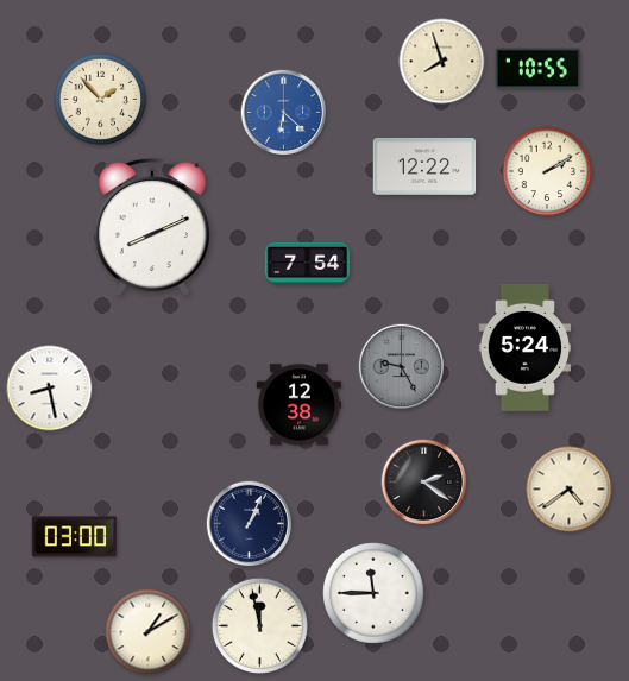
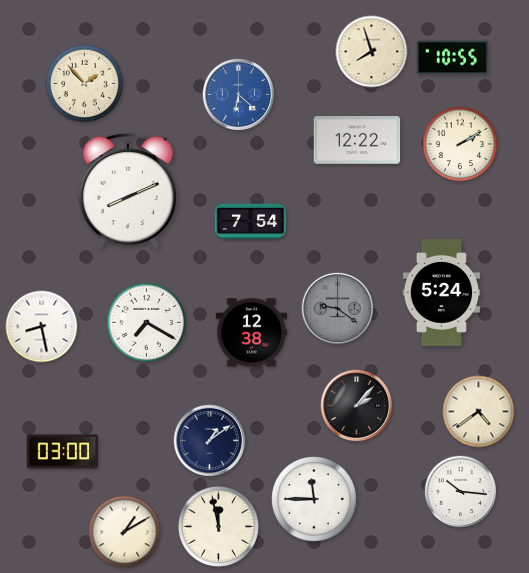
clock at (308, 264) position: (308, 264) -> (251, 222)
clock at (402, 367): 9:25 -> 9:21
clock at (146, 322): none -> 7:20
clock at (298, 405) position: (298, 405) -> (251, 333)
clock at (424, 483): 2:21 -> 2:07
clock at (250, 524): 1:04 -> 1:09
clock at (461, 492): none -> 10:16
